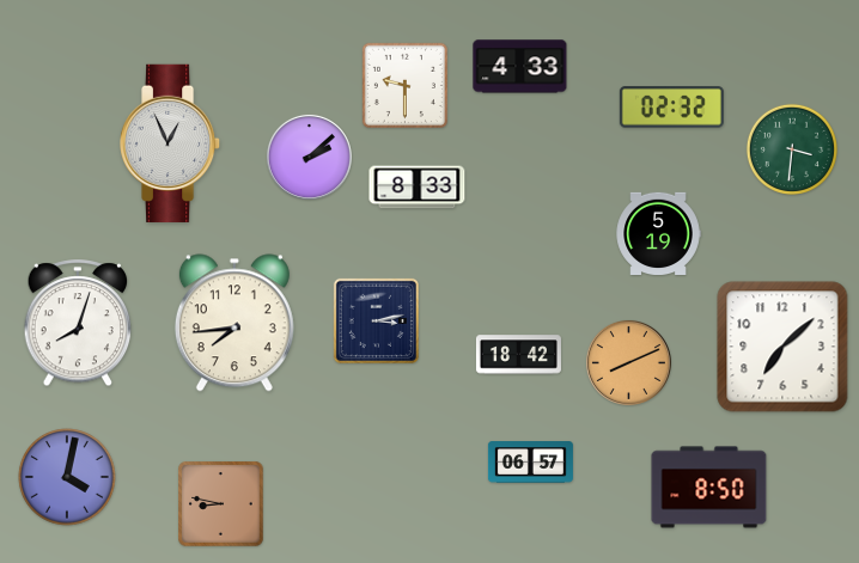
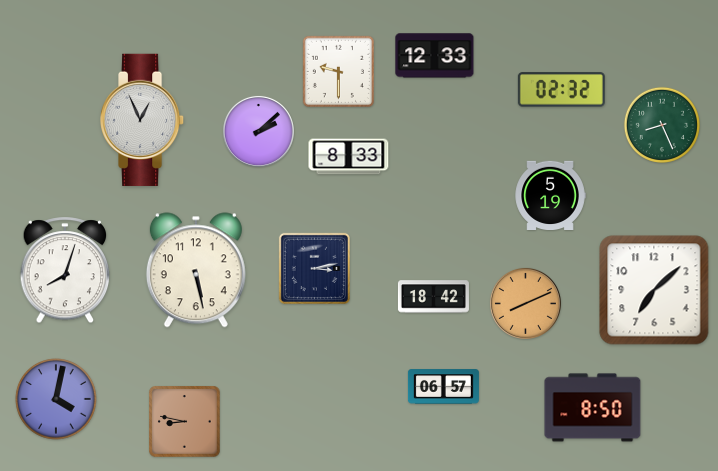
clock at (520, 67): 4:33 -> 12:33
clock at (792, 149): 3:31 -> 8:26
clock at (234, 323): 7:44 -> 5:28
